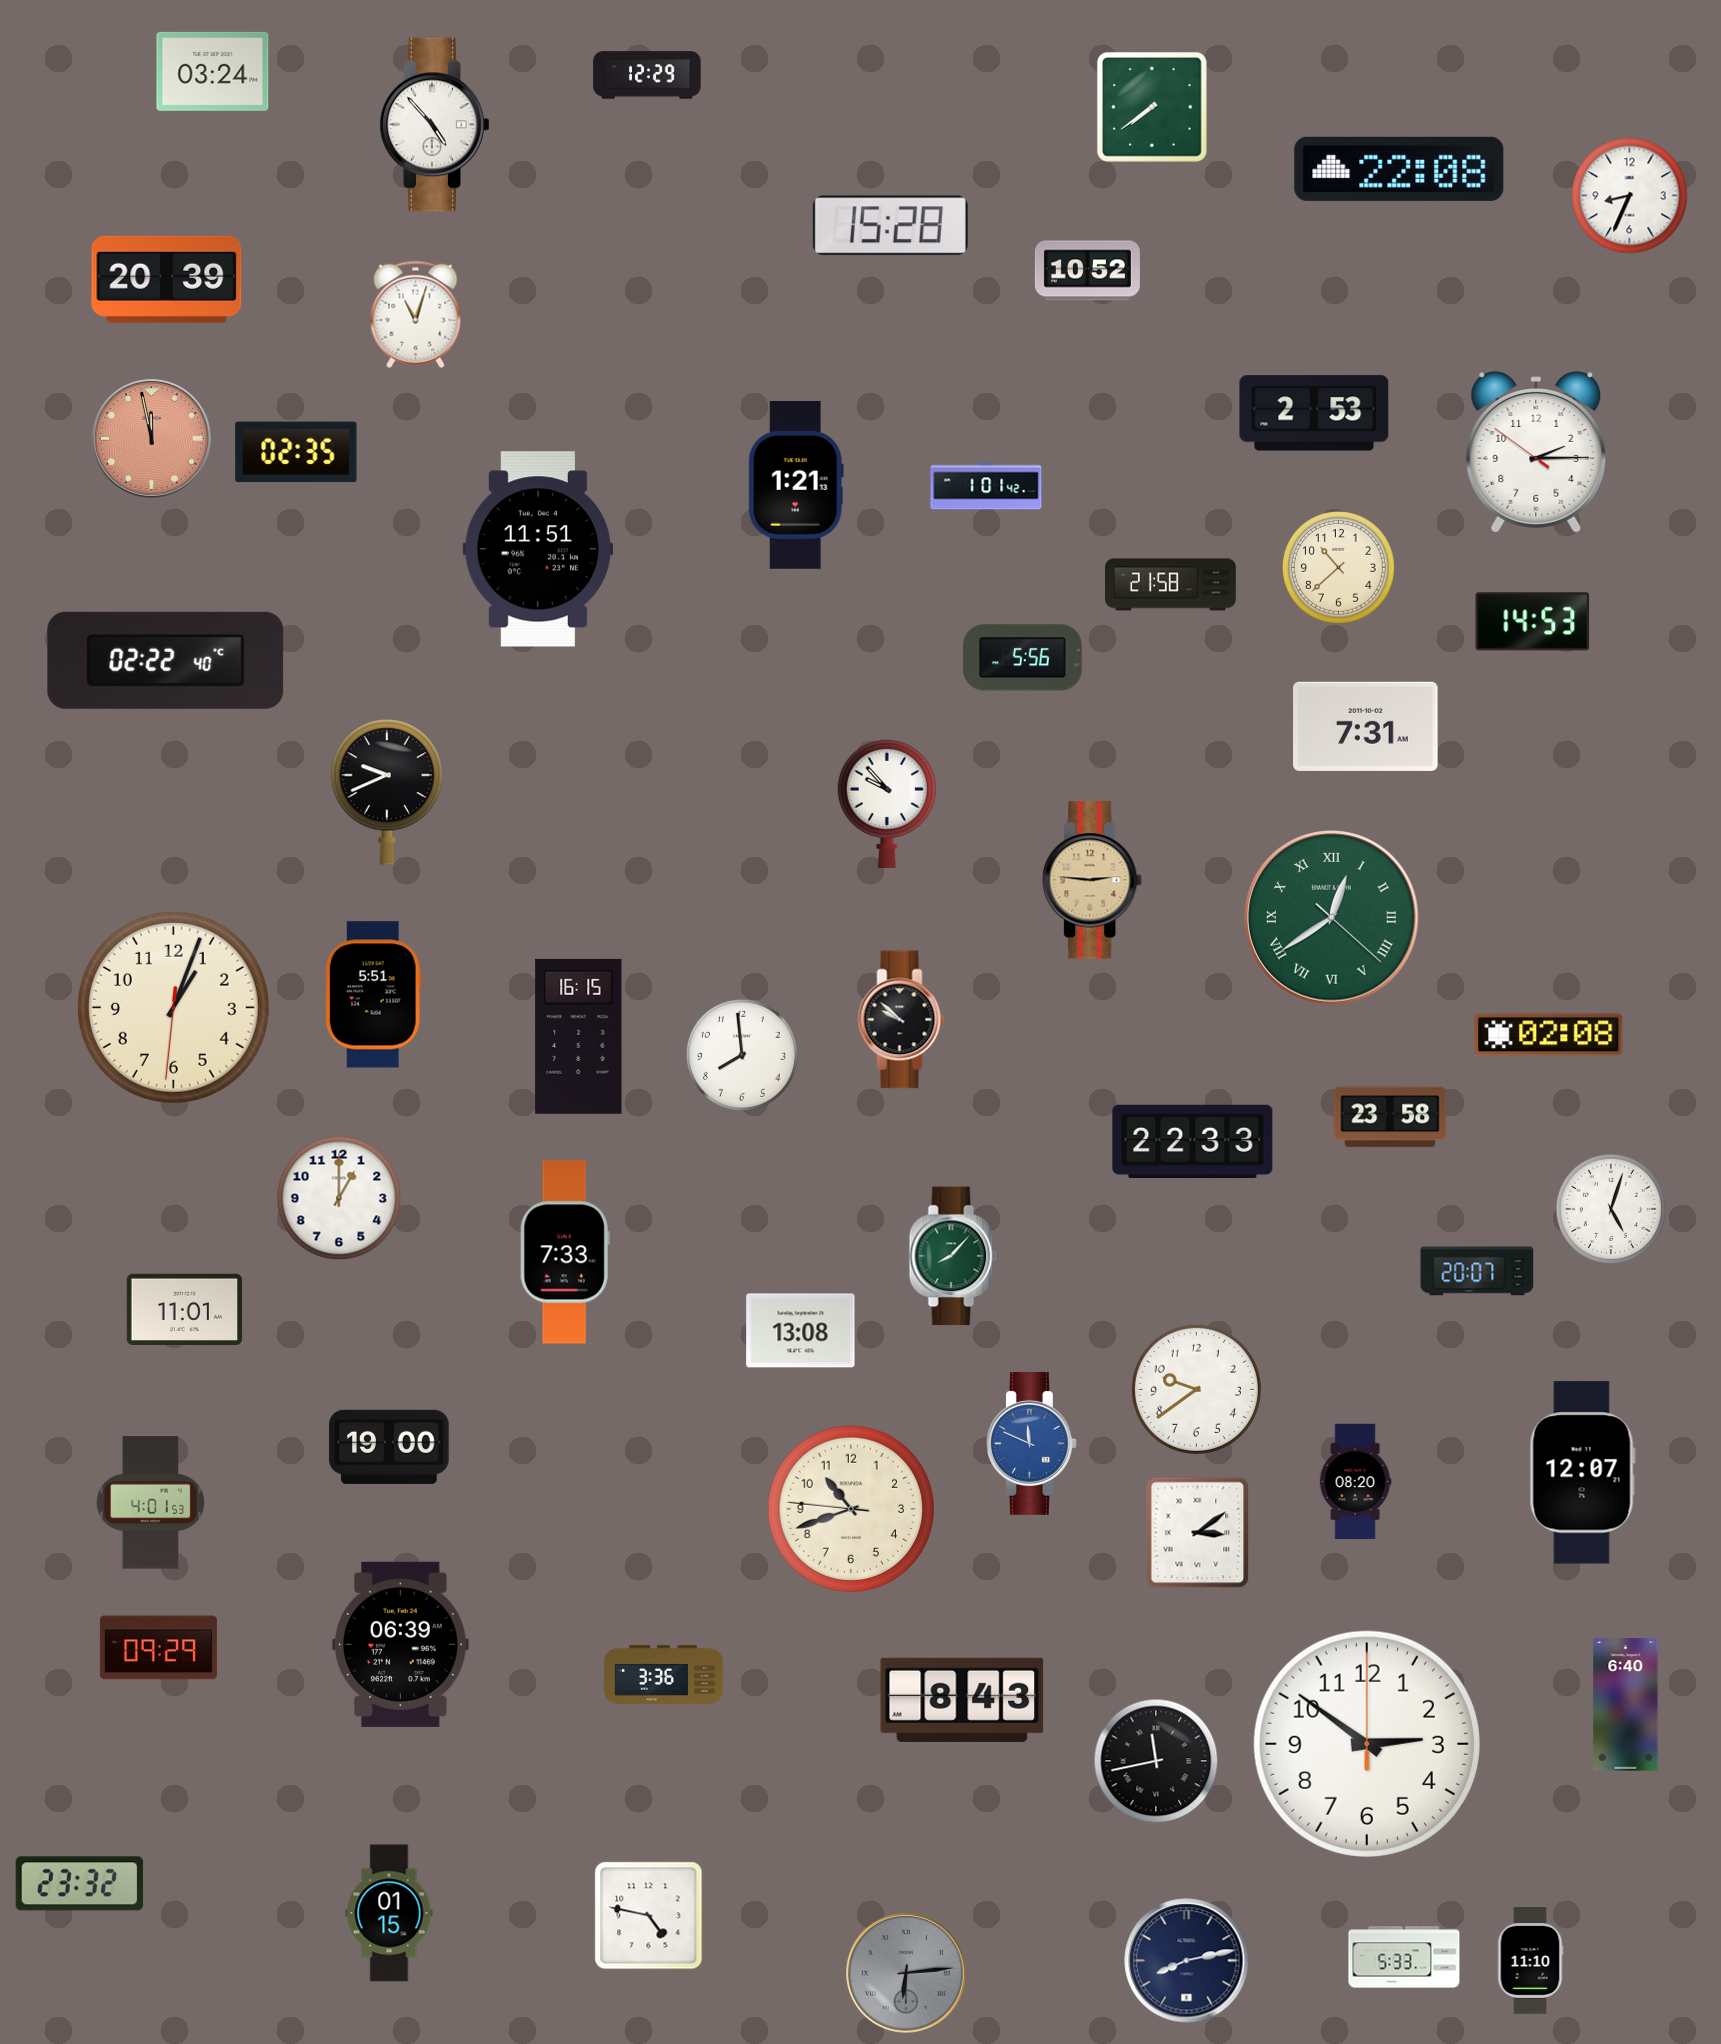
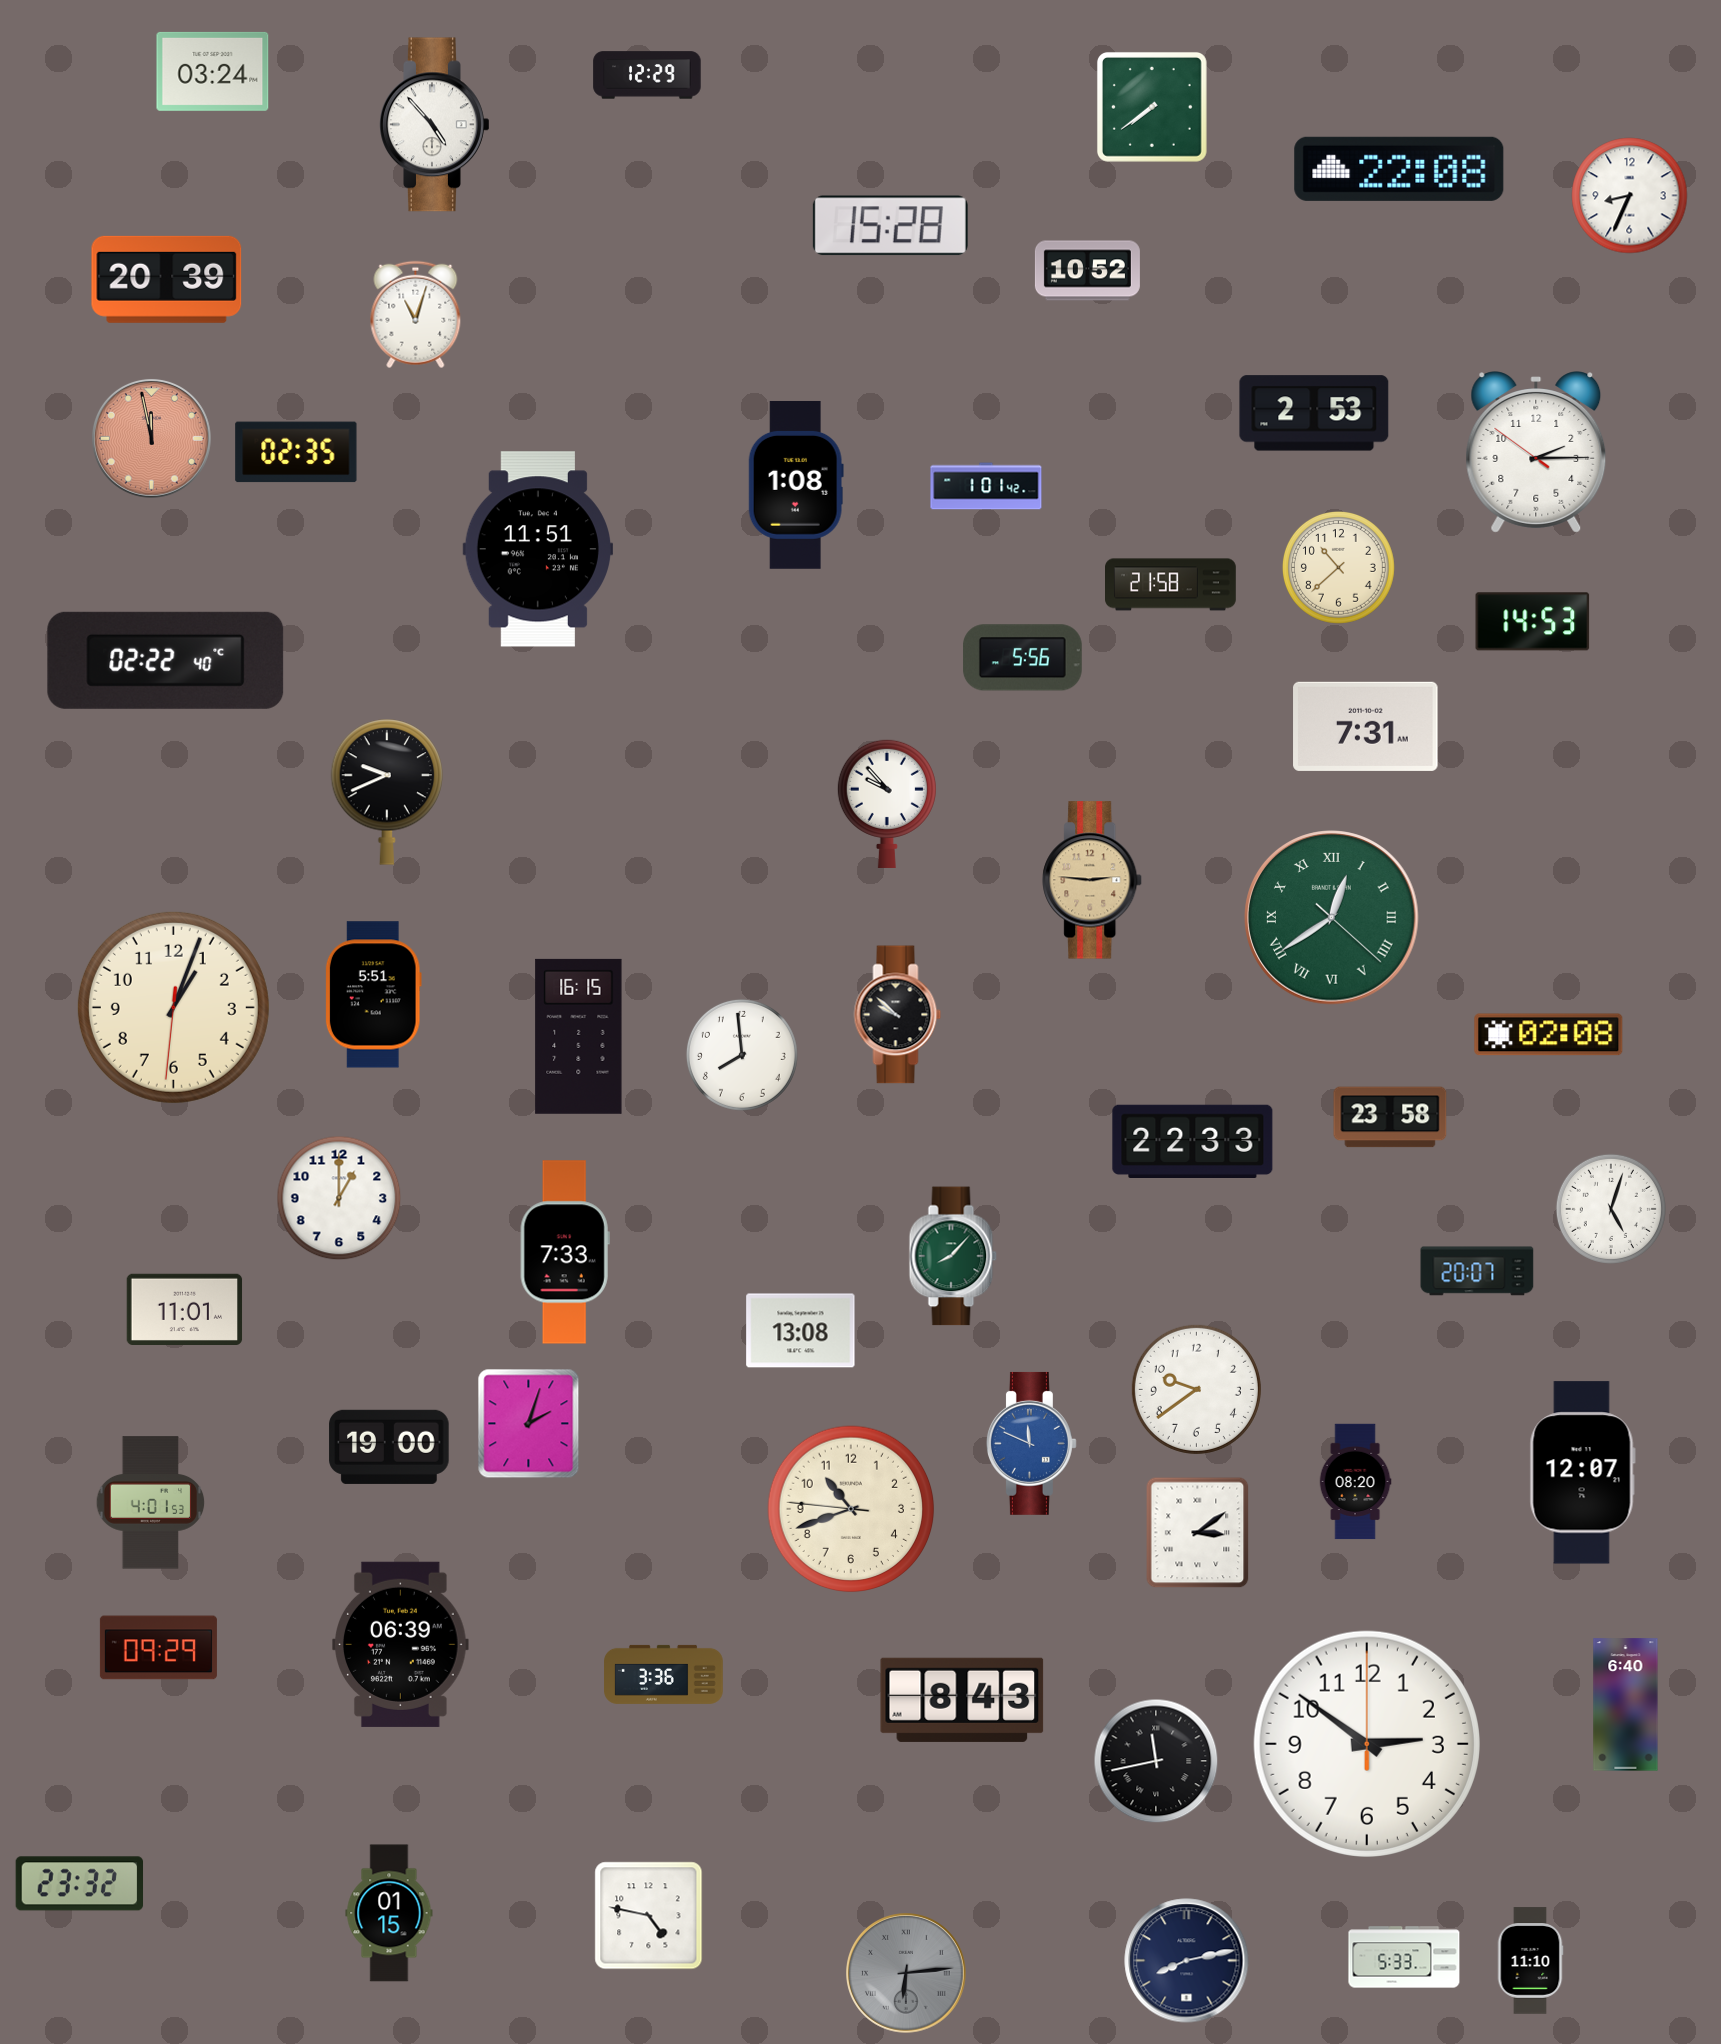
clock at (796, 485): 1:21 -> 1:08
clock at (902, 1020) position: (902, 1020) -> (898, 1015)
clock at (529, 1424): none -> 2:03
